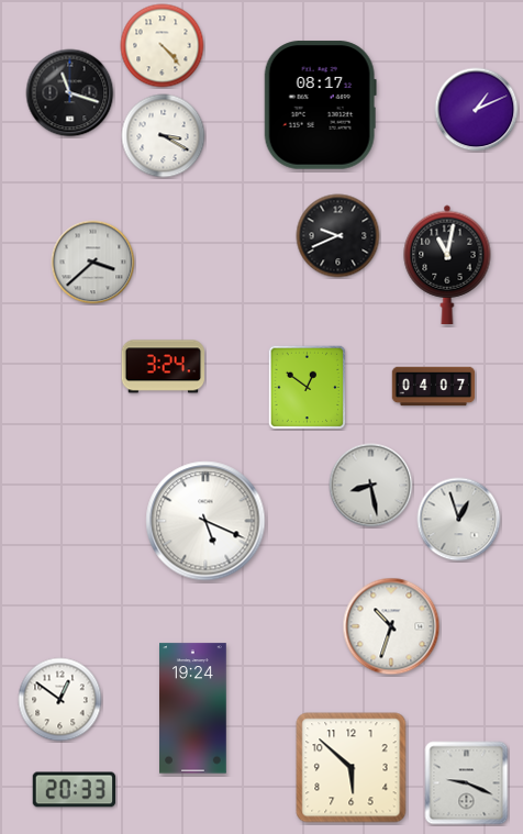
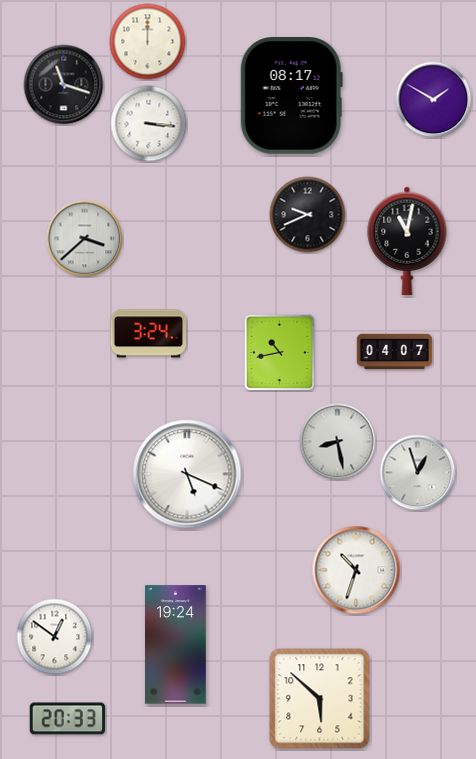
clock at (163, 46): 4:23 -> 12:00
clock at (477, 110): 1:11 -> 1:50
clock at (164, 136): 3:20 -> 3:16
clock at (308, 388): 12:51 -> 10:43
clock at (467, 783): 9:19 -> none
